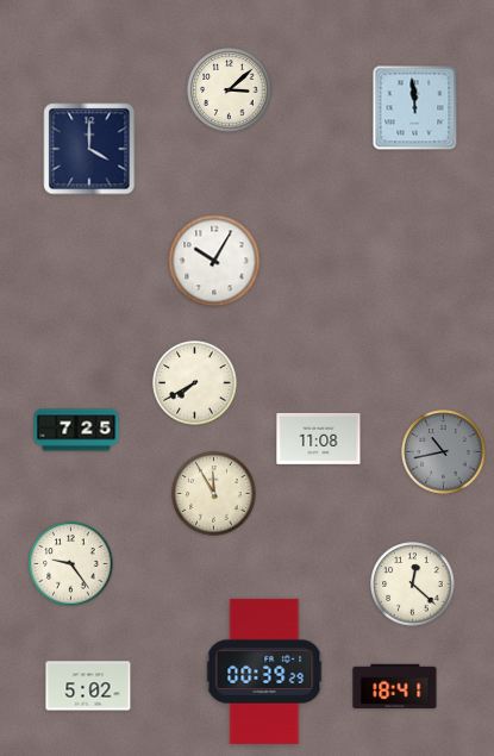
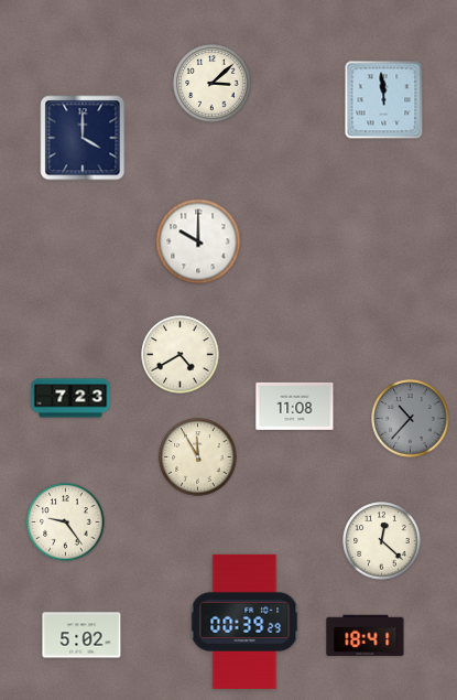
clock at (214, 261): 10:05 -> 10:00
clock at (195, 383): 7:40 -> 4:40
clock at (76, 430): 7:25 -> 7:23
clock at (444, 452): 10:43 -> 10:37
